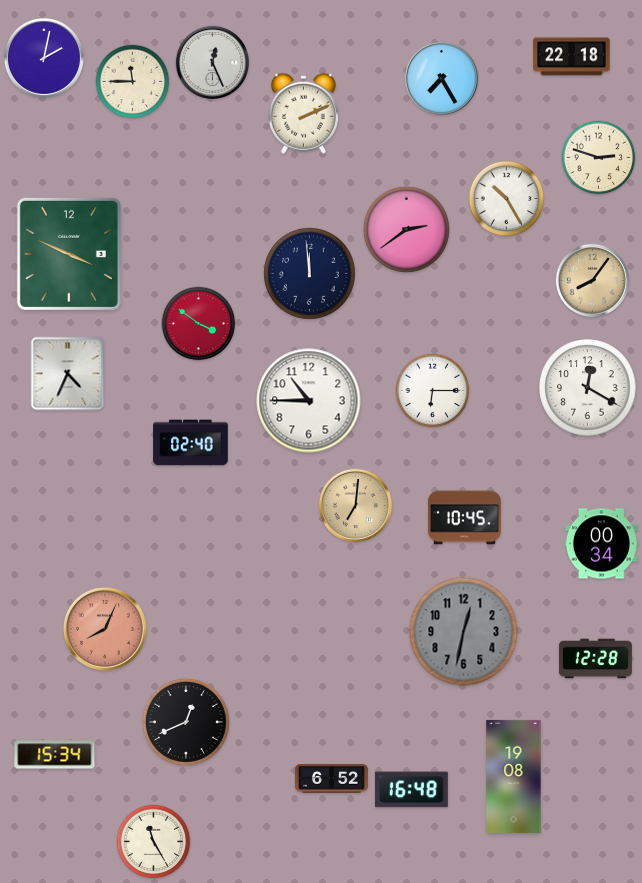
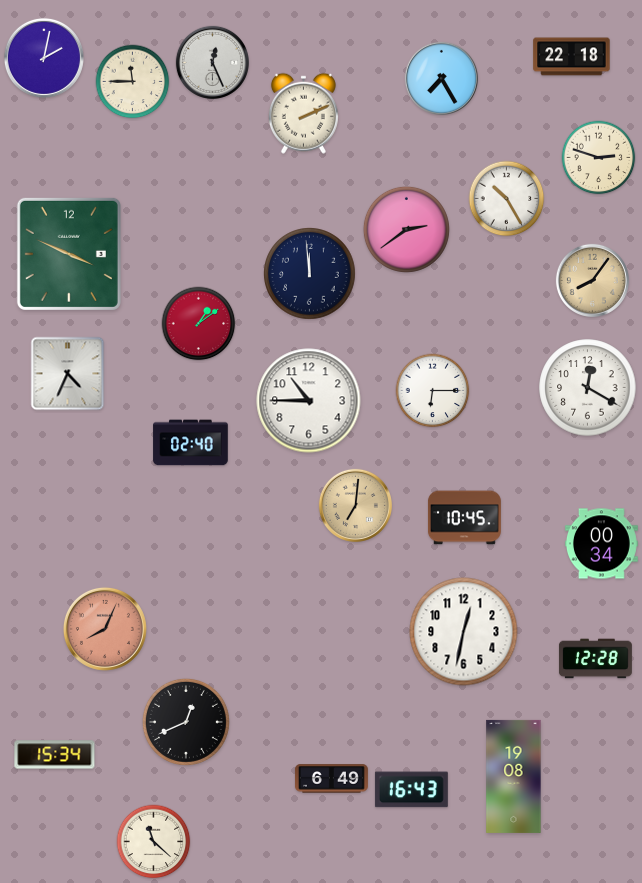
clock at (199, 324): 3:51 -> 1:09
clock at (464, 632) dial: grey -> white
clock at (331, 779): 6:52 -> 6:49
clock at (411, 790): 16:48 -> 16:43
clock at (154, 842): 11:25 -> 11:22
